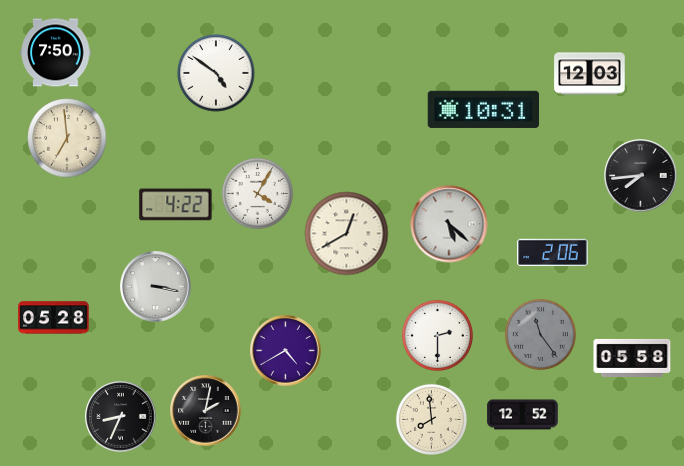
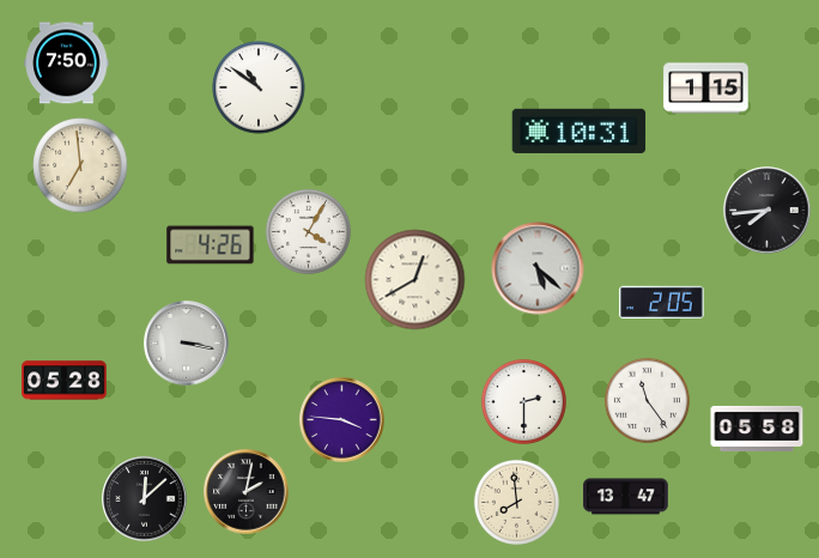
clock at (216, 73): 4:51 -> 10:51
clock at (590, 74): 12:03 -> 1:15
clock at (176, 205): 4:22 -> 4:26
clock at (553, 252): 2:06 -> 2:05
clock at (540, 334) dial: grey -> white
clock at (286, 351): 4:40 -> 3:46
clock at (523, 415): 12:52 -> 13:47
clock at (121, 417): 8:34 -> 12:08
